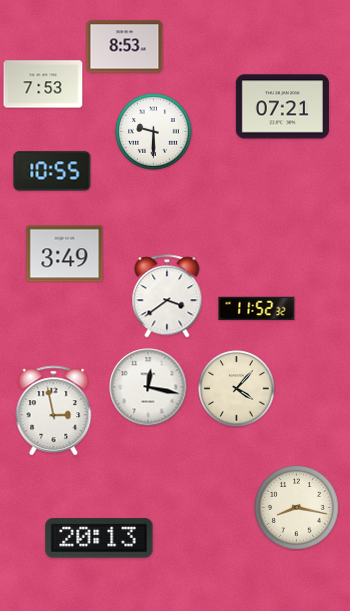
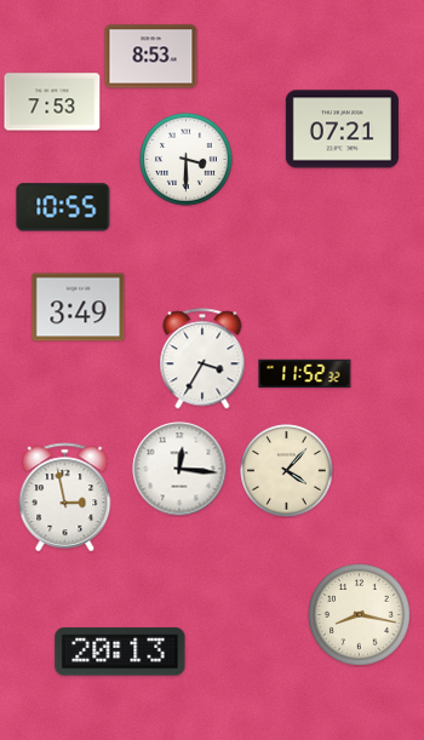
clock at (154, 132): 9:30 -> 3:30
clock at (167, 296): 3:39 -> 3:35
clock at (257, 309) position: (257, 309) -> (305, 374)
clock at (148, 387): 12:17 -> 12:16
